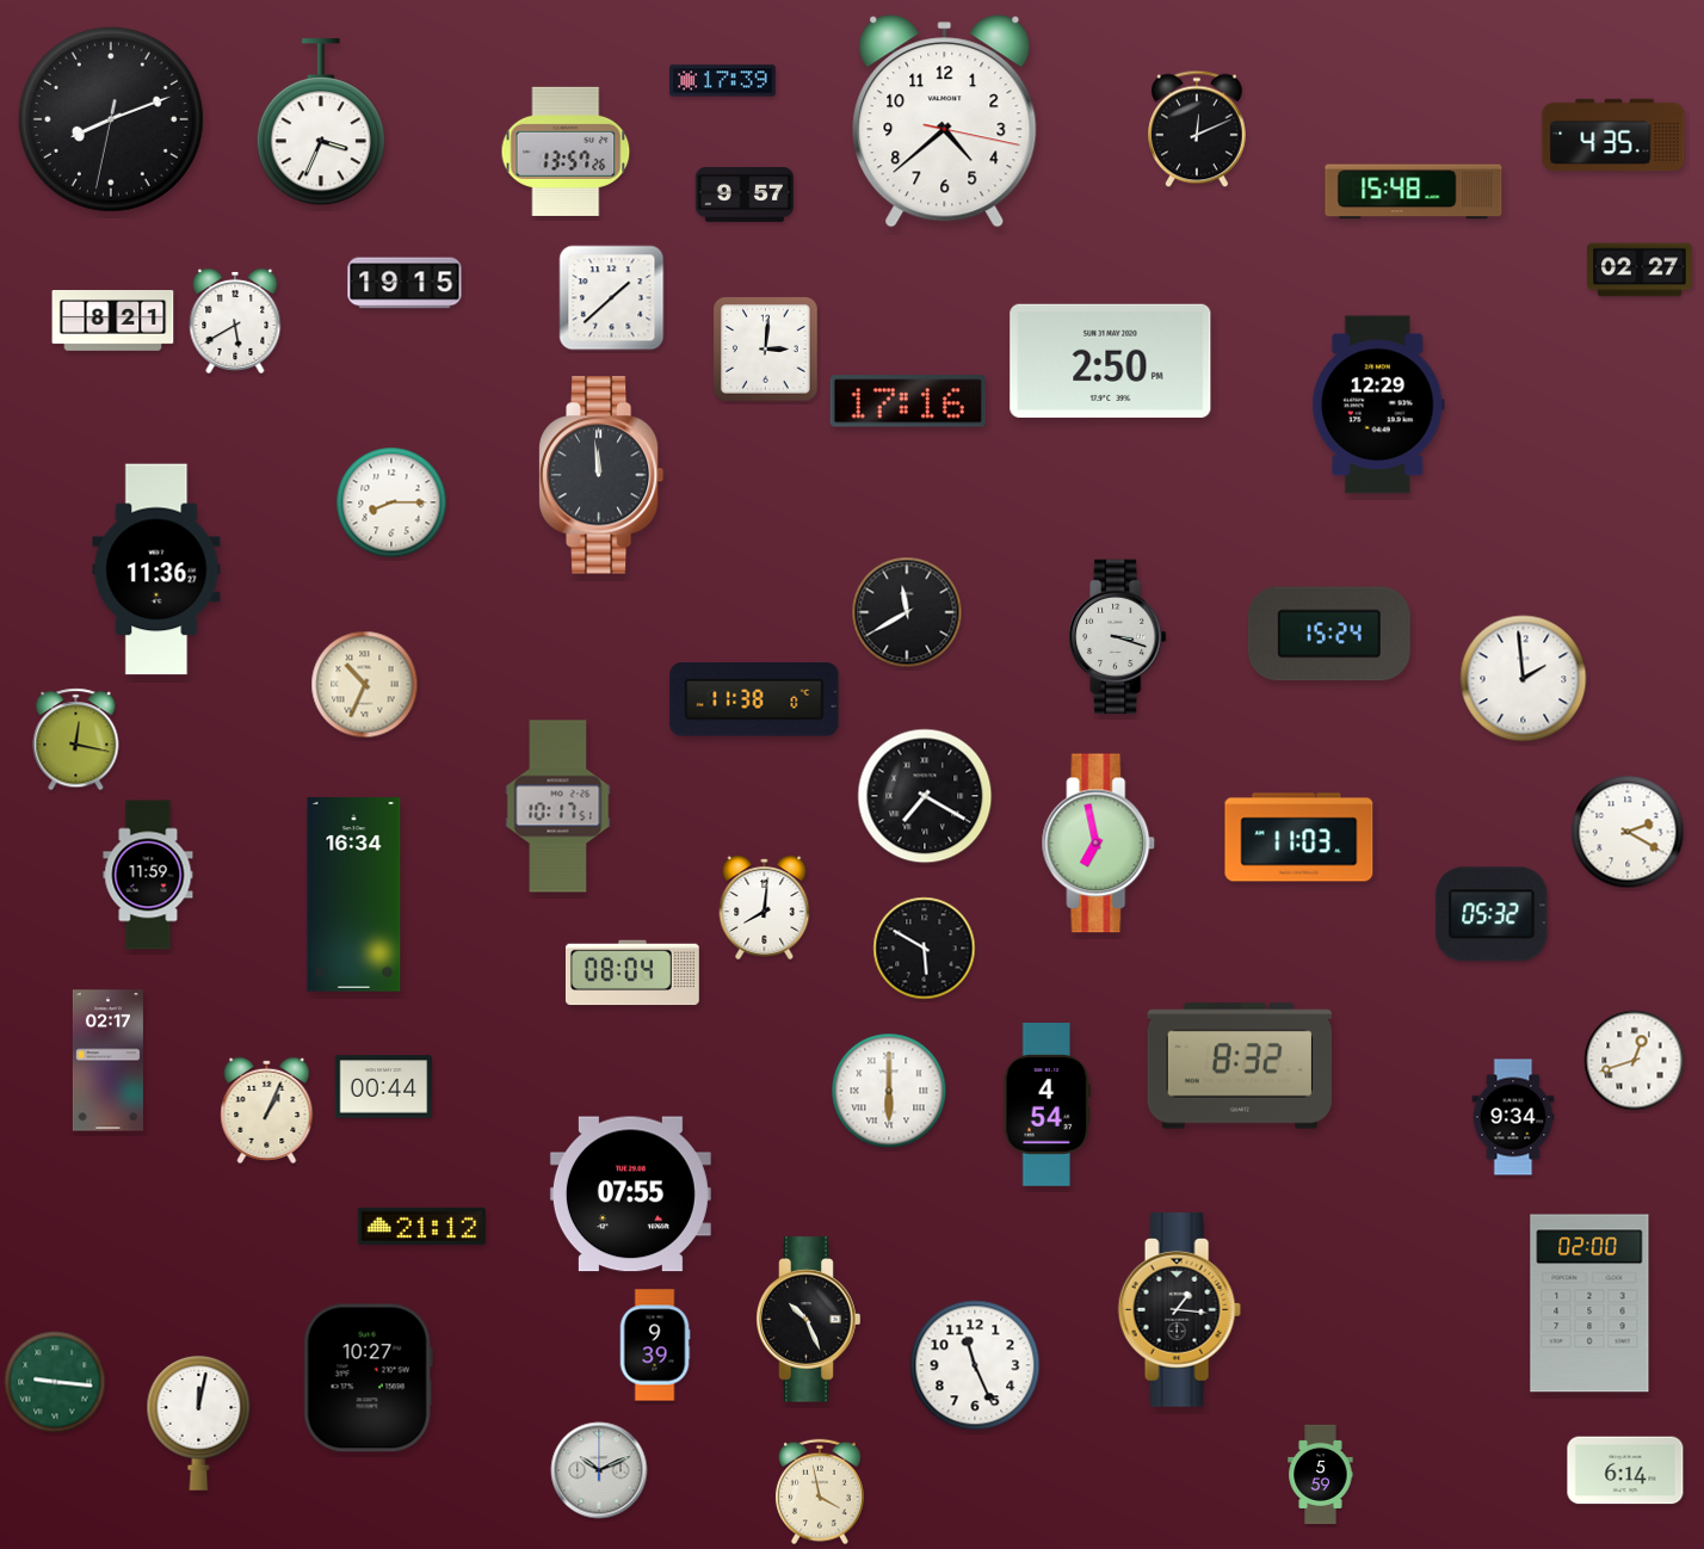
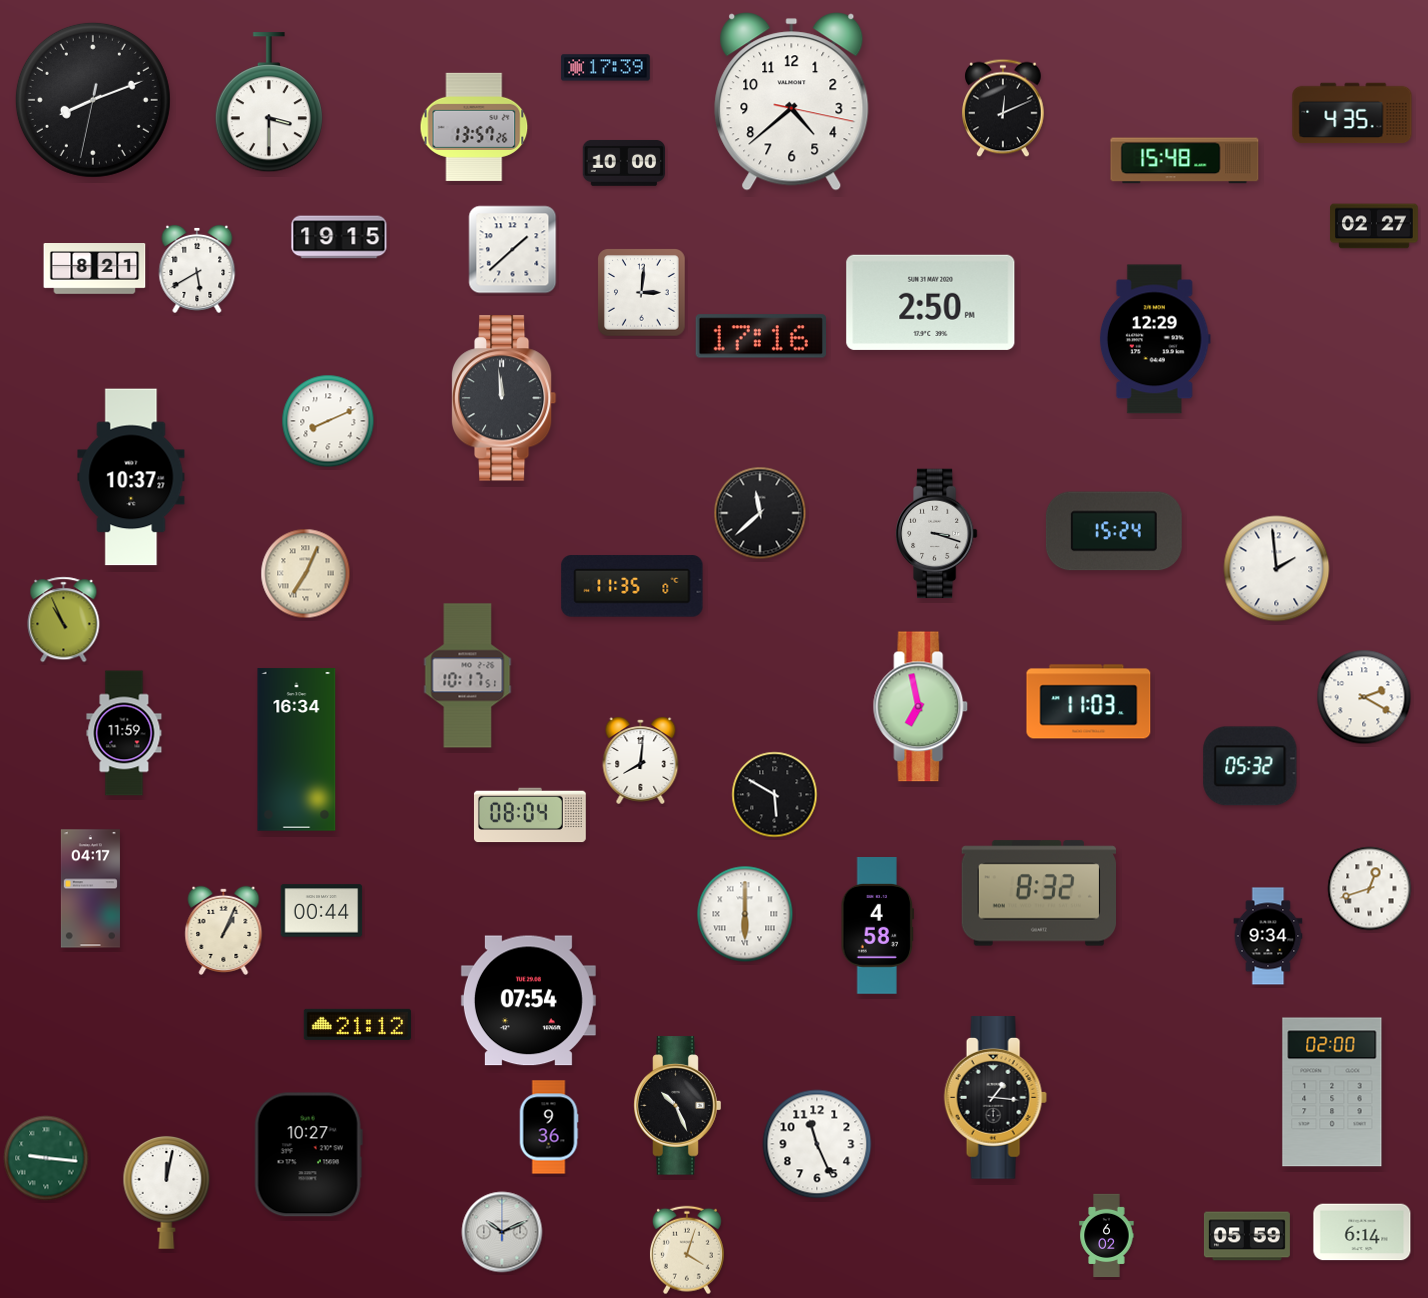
clock at (321, 123): 3:34 -> 3:30
clock at (745, 195): 9:57 -> 10:00
clock at (391, 502): 8:15 -> 8:11
clock at (156, 569): 11:36 -> 10:37
clock at (907, 612): 11:40 -> 11:38
clock at (365, 685): 10:34 -> 7:04
clock at (754, 699): 11:38 -> 11:35
clock at (76, 740): 12:17 -> 10:56
clock at (925, 796): 7:20 -> none
clock at (107, 1061): 02:17 -> 04:17
clock at (1048, 1105): 4:54 -> 4:58
clock at (630, 1195): 07:55 -> 07:54
clock at (421, 1226) position: (421, 1226) -> (357, 1024)
clock at (1179, 1310) position: (1179, 1310) -> (995, 1098)
clock at (655, 1345): 9:39 -> 9:36
clock at (1321, 1475): 5:59 -> 6:02
clock at (1247, 1236): none -> 05:59
clock at (820, 1492): 3:58 -> 4:03
